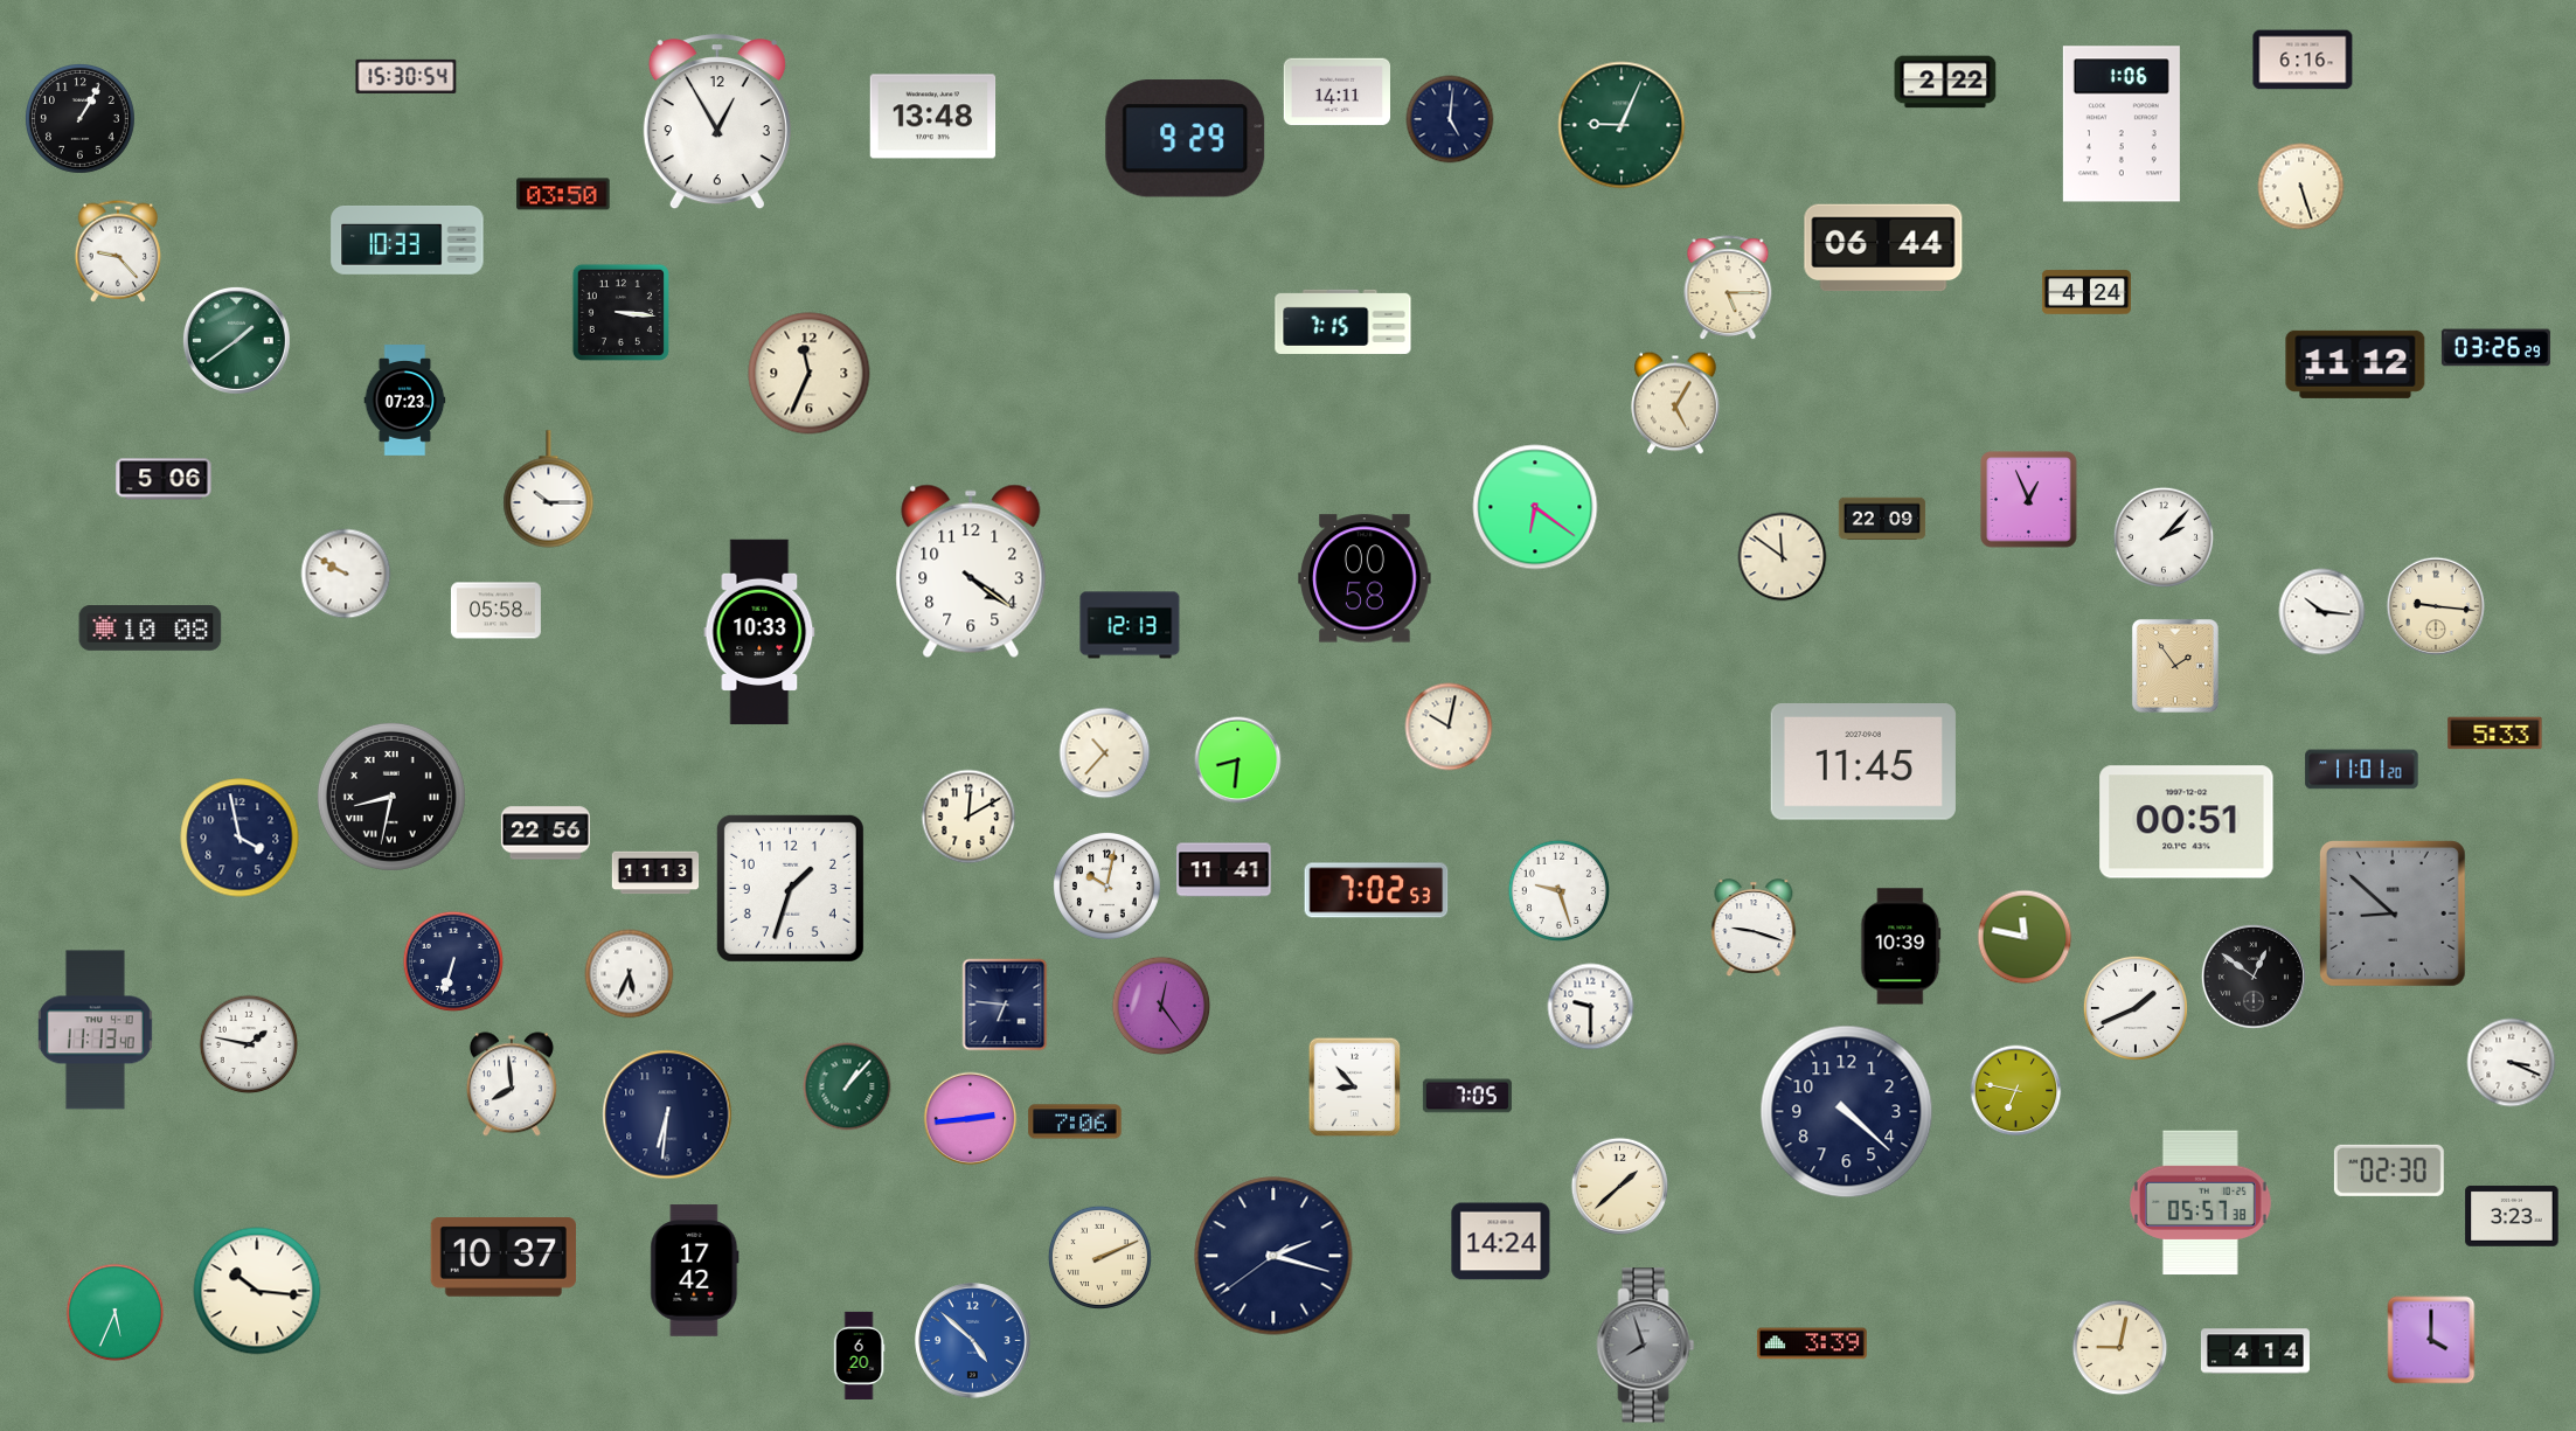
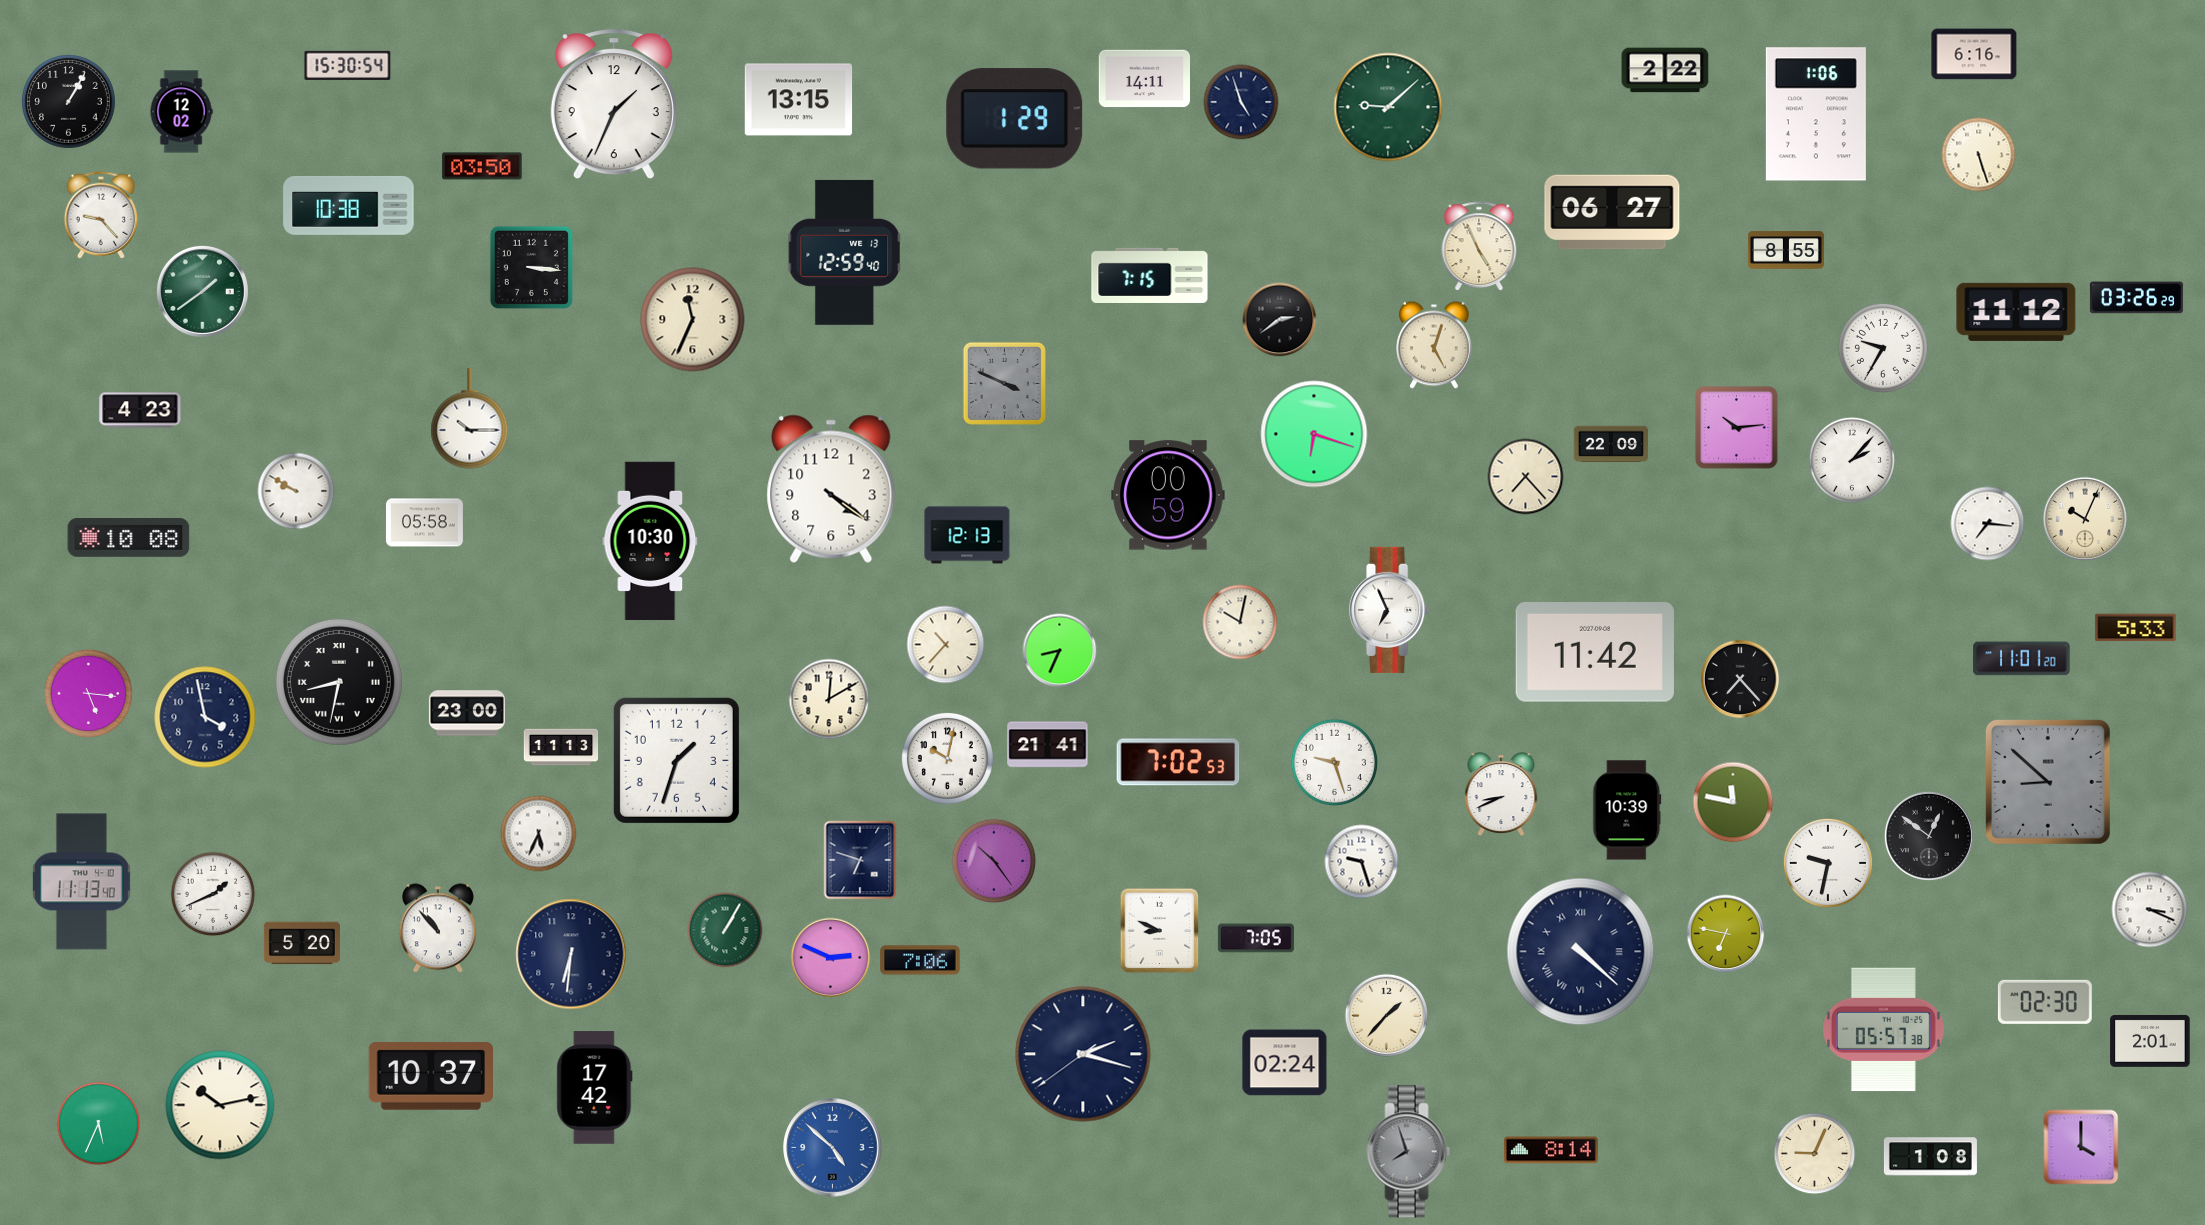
clock at (2303, 60) position: (2303, 60) -> (1974, 54)
clock at (933, 117): 13:48 -> 13:15
clock at (1450, 119): 5:01 -> 4:57
clock at (717, 123): 12:55 -> 1:34
clock at (2122, 124) position: (2122, 124) -> (1816, 114)
clock at (1622, 125): 9:04 -> 9:08
clock at (181, 112): none -> 12:02
clock at (1186, 139): 9:29 -> 1:29
clock at (2301, 187) position: (2301, 187) -> (1979, 155)
clock at (408, 239): 10:33 -> 10:38
clock at (1883, 248): 06:44 -> 06:27
clock at (1728, 289): 5:15 -> 4:56
clock at (2087, 292): 4:24 -> 8:55
clock at (845, 252): none -> 12:59
clock at (1280, 320): none -> 2:39
clock at (405, 401): 07:23 -> none
clock at (1675, 403): 5:05 -> 5:03
clock at (1883, 348): none -> 9:35
clock at (1004, 383): none -> 3:49
clock at (164, 479): 5:06 -> 4:23
clock at (2029, 500): 12:56 -> 10:14
clock at (1535, 507): 6:21 -> 6:18
clock at (1783, 557): 11:51 -> 7:23
clock at (1365, 578): 00:58 -> 00:59
clock at (2435, 605): 9:16 -> 10:04
clock at (2322, 612): 10:16 -> 7:16
clock at (759, 632): 10:33 -> 10:30
clock at (2175, 666): 1:54 -> none
clock at (1390, 610): none -> 6:56
clock at (1238, 760): 8:31 -> 8:34
clock at (1863, 763): 11:45 -> 11:42
clock at (1740, 679): none -> 7:23
clock at (391, 797) position: (391, 797) -> (339, 682)
clock at (88, 693): none -> 5:16
clock at (2187, 822): 00:51 -> none
clock at (546, 833): 22:56 -> 23:00
clock at (1224, 870): 11:41 -> 21:41
clock at (1754, 929): 9:18 -> 8:41
clock at (453, 961): 6:33 -> none
clock at (1005, 1005): 6:46 -> 6:48
clock at (1161, 1006): 12:24 -> 10:24
clock at (1591, 1007): 9:30 -> 9:27
clock at (2136, 1008): 1:41 -> 9:32
clock at (249, 1044): 1:47 -> 1:41
clock at (512, 1084): 7:59 -> 10:53
clock at (847, 1086): 1:07 -> 1:05
clock at (1355, 1088): 8:53 -> 8:49
clock at (302, 943): none -> 5:20
clock at (1847, 1112) numerals: Arabic -> Roman
clock at (971, 1119): 2:44 -> 2:49
clock at (1620, 1187): 1:38 -> 1:37
clock at (2512, 1216): 3:23 -> 2:01
clock at (1501, 1242): 14:24 -> 02:24
clock at (1273, 1256) position: (1273, 1256) -> (1083, 1054)
clock at (1099, 1257): 2:11 -> none
clock at (257, 1291): 10:16 -> 10:13
clock at (1812, 1343): 3:39 -> 8:14
clock at (2120, 1348): 9:02 -> 9:04
clock at (2255, 1352): 4:14 -> 1:08
clock at (859, 1355): 6:20 -> none
